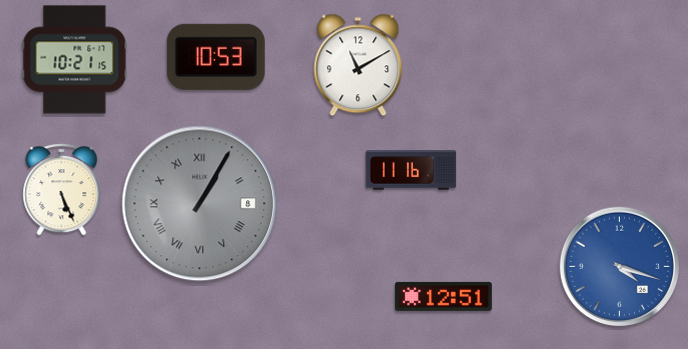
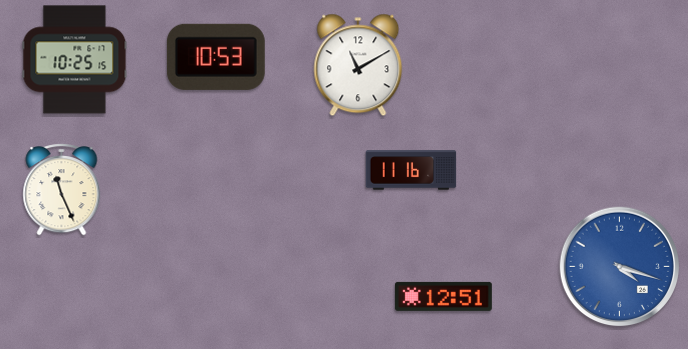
clock at (75, 60): 10:21 -> 10:25
clock at (62, 190): 5:26 -> 11:26
clock at (200, 204): 1:05 -> none
